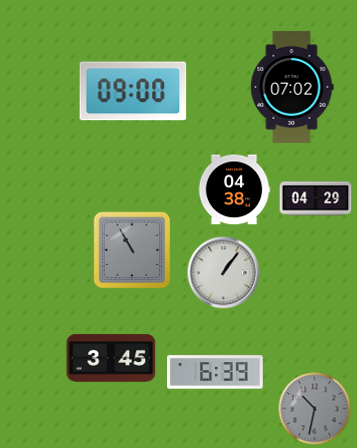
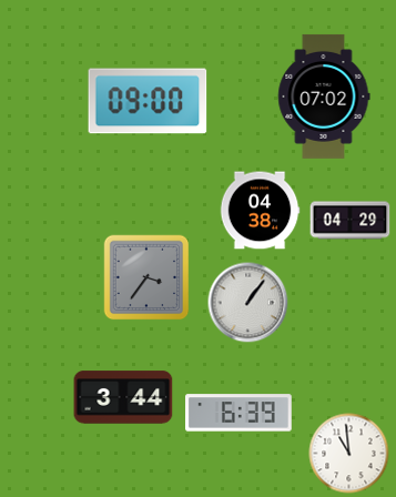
clock at (132, 250): 10:55 -> 3:36
clock at (111, 358): 3:45 -> 3:44
clock at (315, 409): 10:32 -> 10:59
clock at (315, 409) dial: grey -> white
